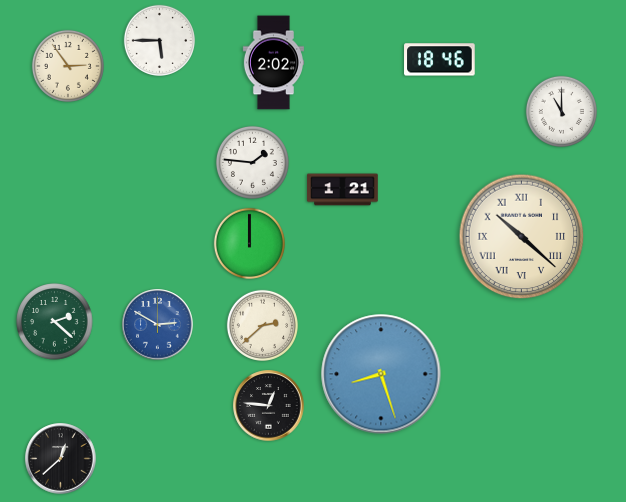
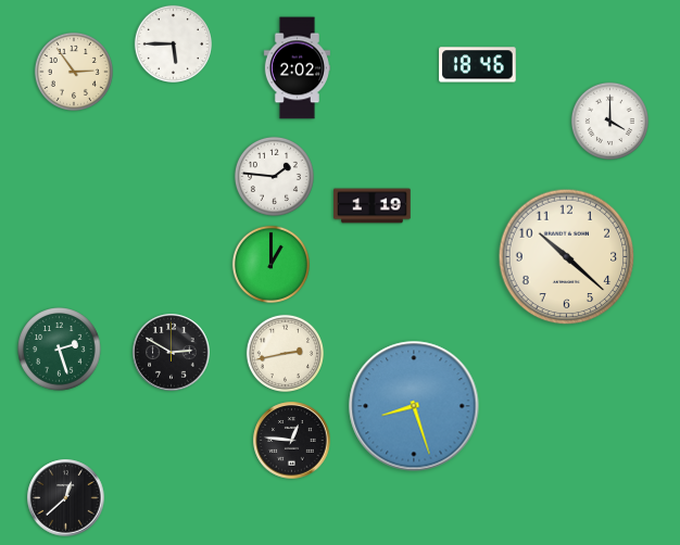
clock at (561, 111): 11:00 -> 4:00
clock at (343, 190): 1:21 -> 1:19
clock at (522, 237) numerals: Roman -> Arabic
clock at (249, 243): 12:00 -> 1:00
clock at (55, 322): 2:22 -> 2:27
clock at (158, 325) dial: blue -> black
clock at (262, 325): 2:38 -> 2:43
